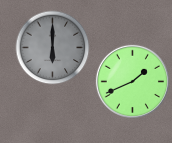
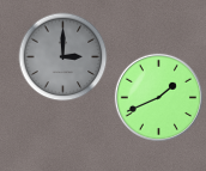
clock at (53, 48): 6:00 -> 3:00
